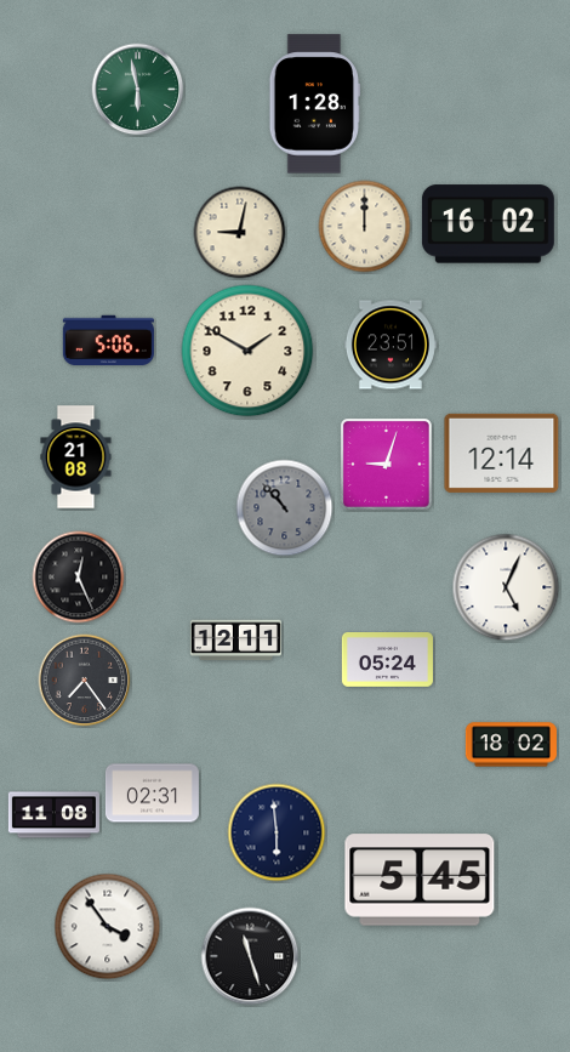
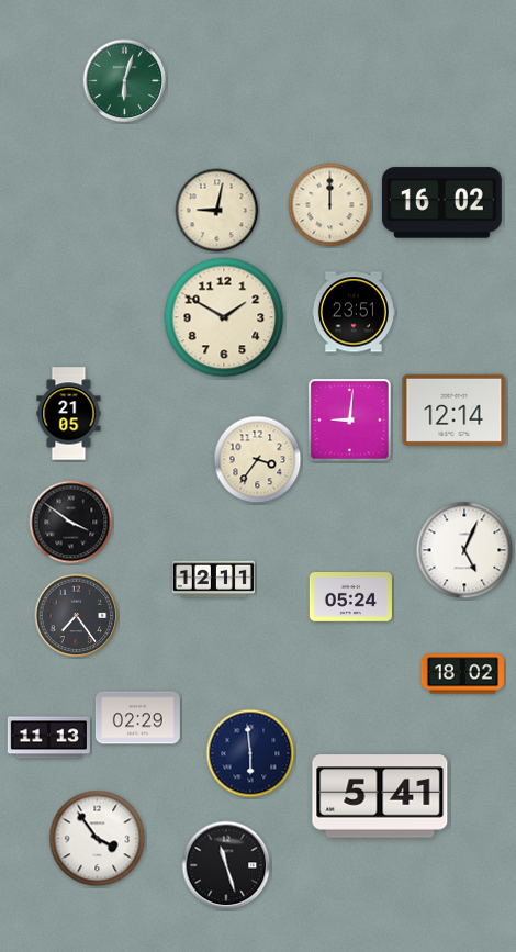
clock at (138, 90): 5:58 -> 6:03
clock at (314, 104): 1:28 -> none
clock at (108, 341): 5:06 -> none
clock at (76, 457): 21:08 -> 21:05
clock at (386, 464): 9:03 -> 9:01
clock at (285, 508): 10:53 -> 3:36
clock at (285, 508) dial: grey -> cream
clock at (79, 578): 12:26 -> 3:51
clock at (506, 587) position: (506, 587) -> (464, 550)
clock at (152, 794): 02:31 -> 02:29
clock at (53, 815): 11:08 -> 11:13
clock at (420, 880): 5:45 -> 5:41
